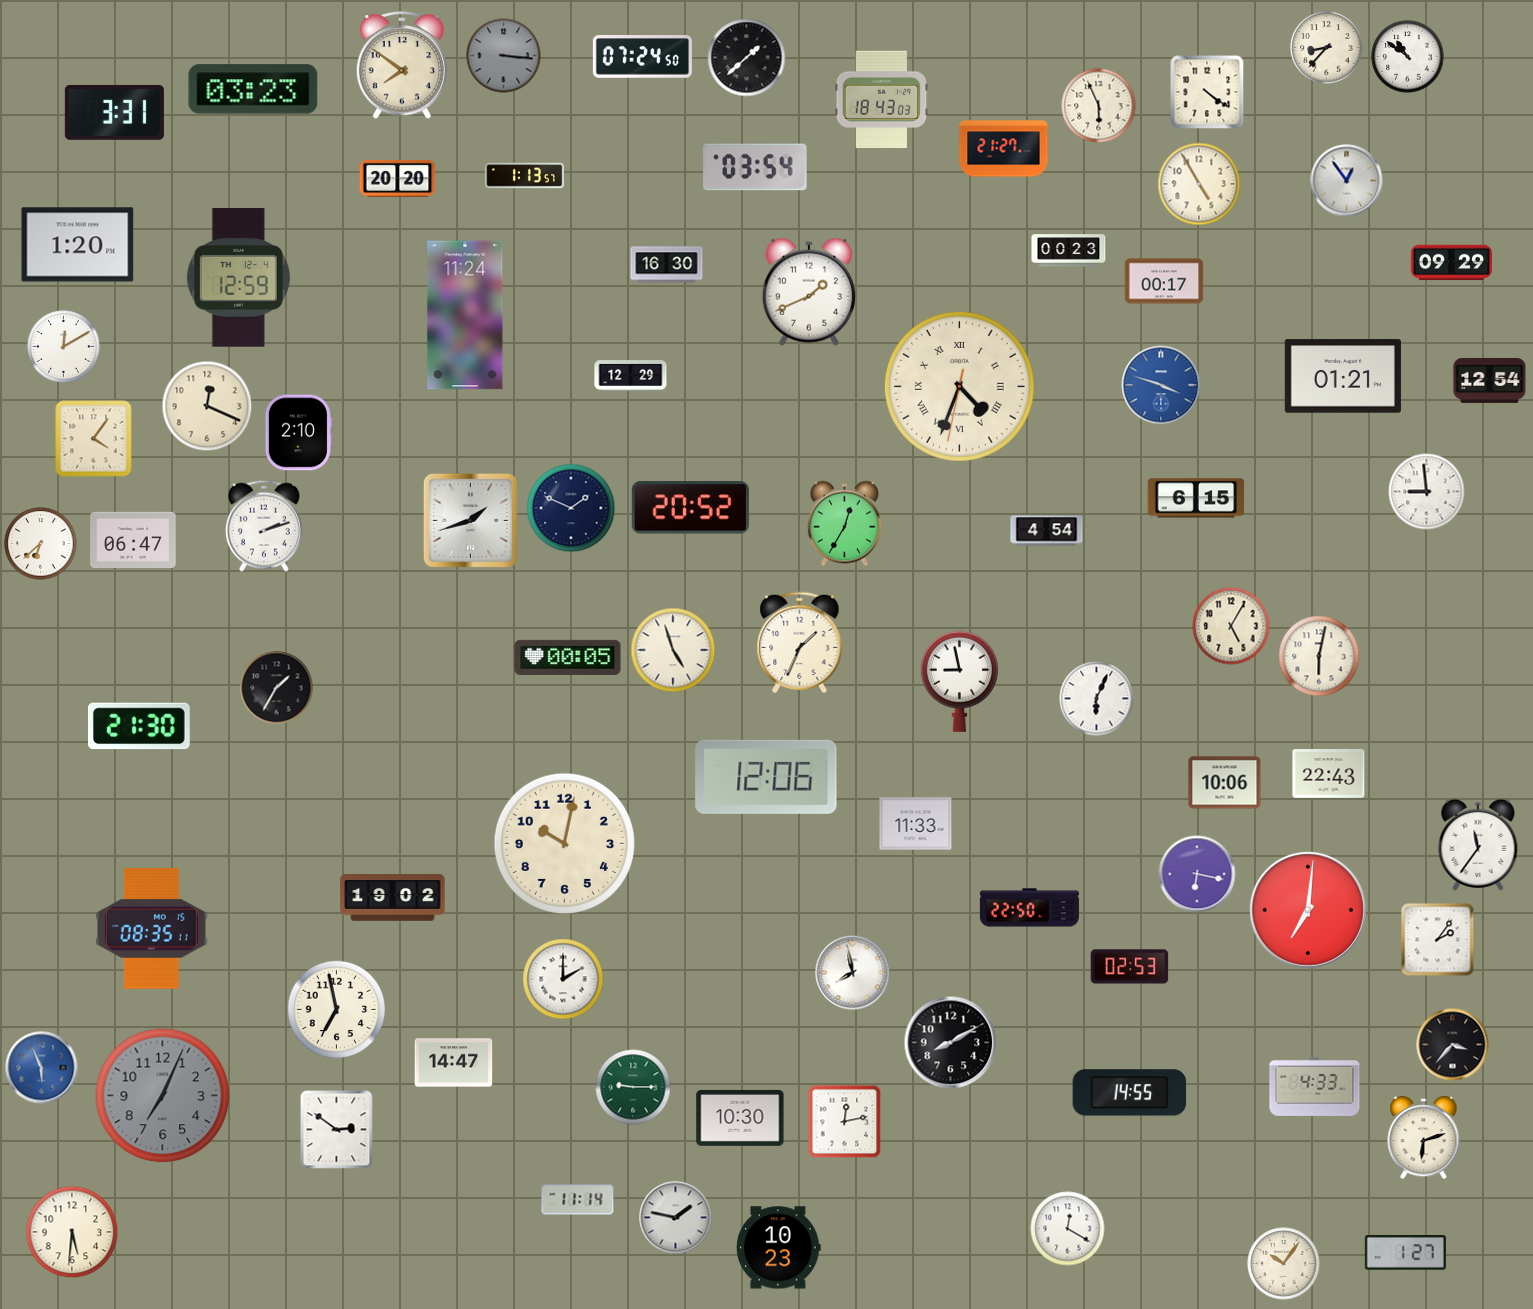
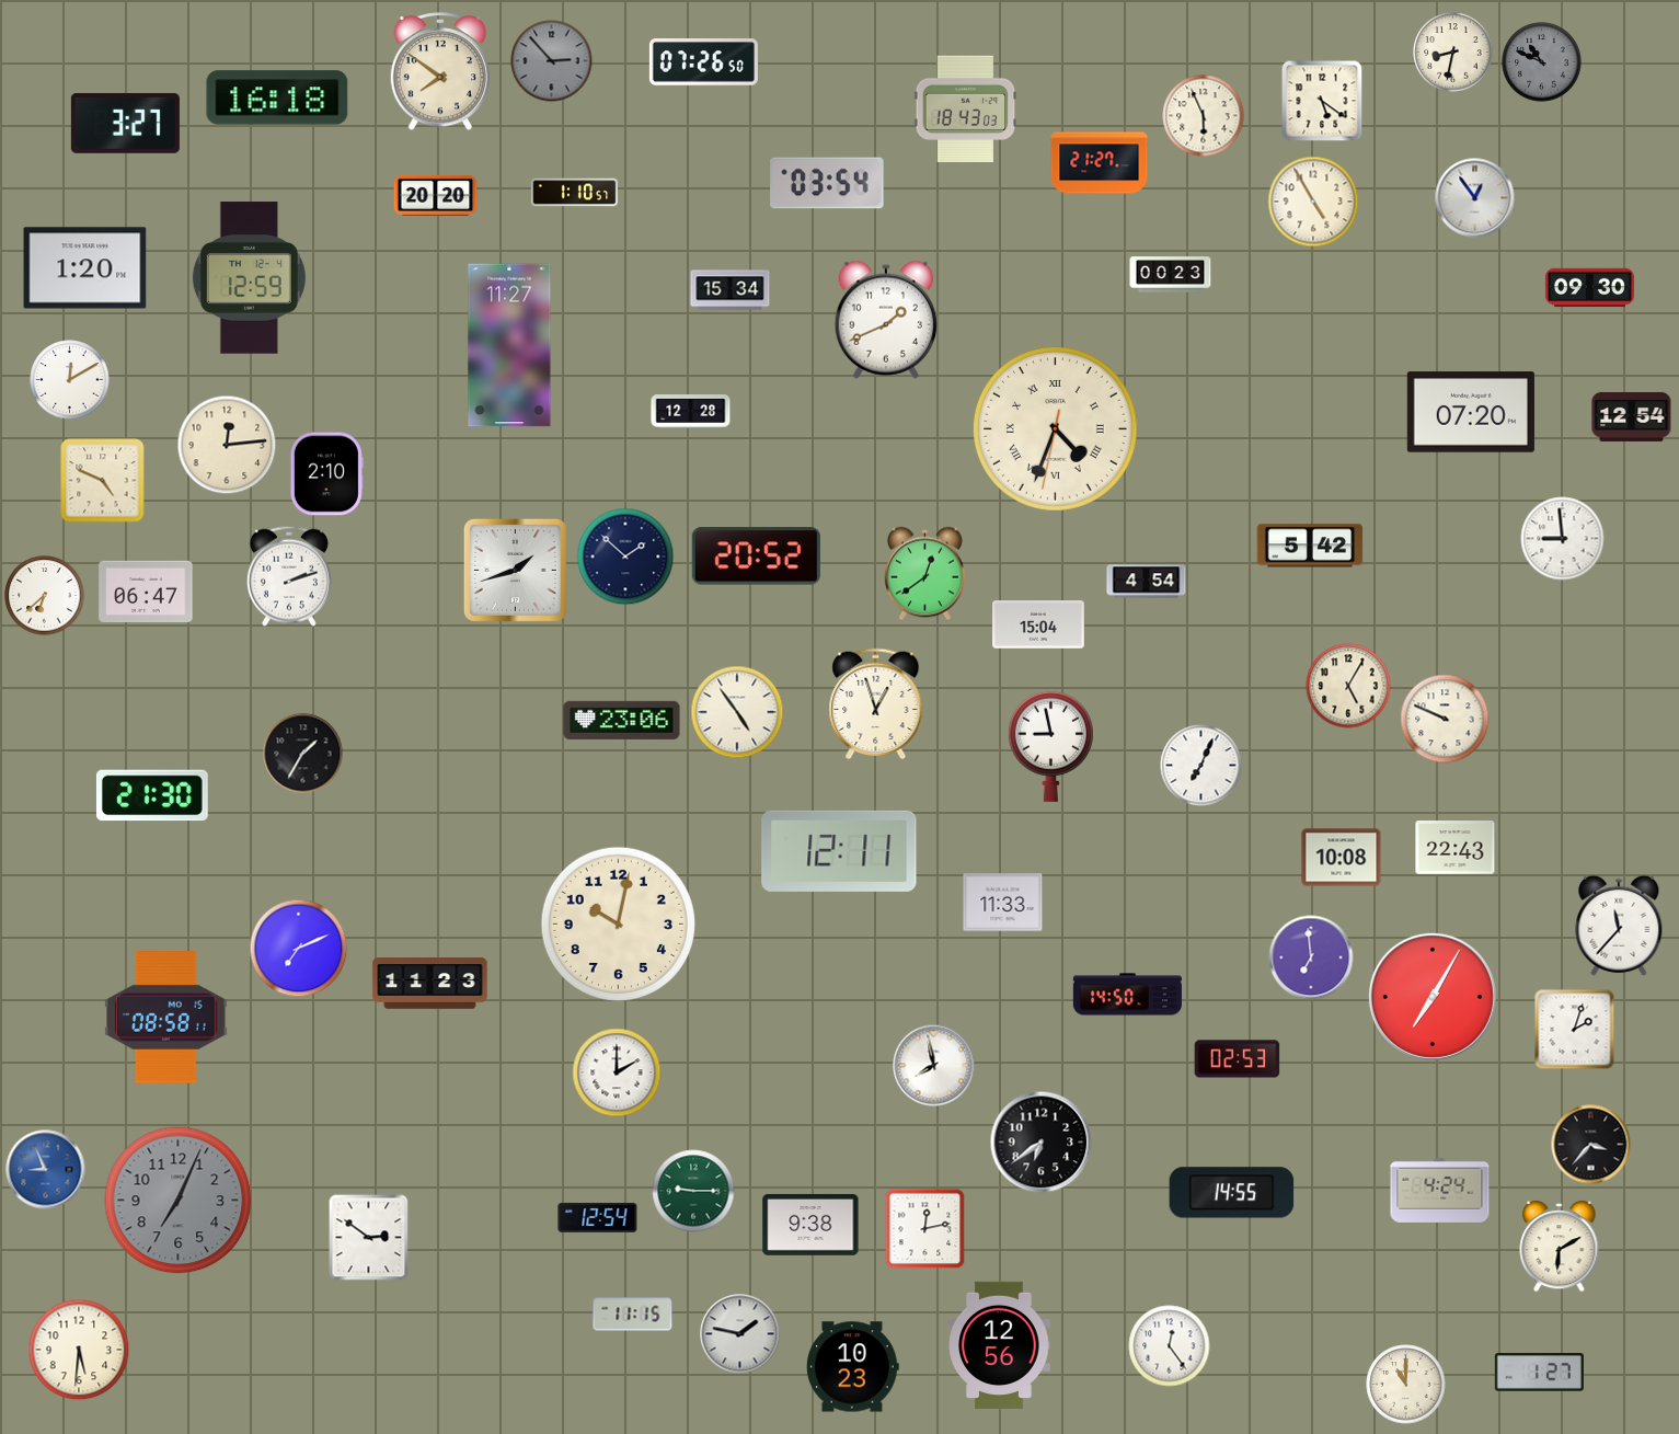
clock at (1327, 48): 8:37 -> 8:32
clock at (504, 56): 3:16 -> 2:53
clock at (642, 57): 07:24 -> 07:26
clock at (1408, 57): 10:51 -> 10:49
clock at (1408, 57) dial: white -> grey
clock at (747, 58): 1:38 -> none
clock at (253, 89): 03:23 -> 16:18
clock at (1207, 92): 4:21 -> 5:21
clock at (114, 112): 3:31 -> 3:27
clock at (525, 176): 1:13 -> 1:10
clock at (1451, 263): 09:29 -> 09:30
clock at (667, 265): 16:30 -> 15:34
clock at (238, 278) position: (238, 278) -> (249, 278)
clock at (1164, 281): 00:17 -> none
clock at (465, 315): 11:24 -> 11:27
clock at (631, 376): 12:29 -> 12:28
clock at (1343, 376): 01:21 -> 07:20
clock at (1161, 385): 3:48 -> none
clock at (959, 386) position: (959, 386) -> (1055, 428)
clock at (207, 406): 12:19 -> 12:14
clock at (94, 439): 4:06 -> 4:49
clock at (1196, 498): 6:15 -> 5:42
clock at (571, 508): 1:49 -> 1:52
clock at (844, 524): 12:35 -> 12:39
clock at (1038, 624): none -> 15:04
clock at (800, 643): 1:34 -> 12:57
clock at (673, 650): 4:57 -> 4:54
clock at (1319, 656): 6:02 -> 9:49
clock at (568, 657): 00:05 -> 23:06
clock at (1097, 699): 6:04 -> 7:04
clock at (766, 777): 12:06 -> 12:11
clock at (1225, 783): 10:06 -> 10:08
clock at (1478, 845): 11:36 -> 11:37
clock at (299, 949): none -> 7:11
clock at (1197, 874): 6:17 -> 6:59
clock at (393, 898): 19:02 -> 11:23
clock at (1029, 908): 22:50 -> 14:50
clock at (1308, 910): 7:01 -> 7:05
clock at (152, 929): 08:35 -> 08:58
clock at (1438, 940): 2:06 -> 2:03
clock at (337, 1010): 6:58 -> none
clock at (951, 1043): 8:10 -> 6:39
clock at (454, 1063): 14:47 -> none
clock at (42, 1068): 5:56 -> 8:56
clock at (1315, 1086): 4:33 -> 4:24
clock at (1130, 1093) position: (1130, 1093) -> (1232, 1193)
clock at (598, 1217): none -> 12:54
clock at (740, 1118): 10:30 -> 9:38
clock at (1424, 1138): 6:12 -> 6:10
clock at (578, 1200): 11:14 -> 11:15
clock at (999, 1344): none -> 12:56
clock at (1068, 1229): 12:20 -> 12:24
clock at (1284, 1264): 10:06 -> 11:00
